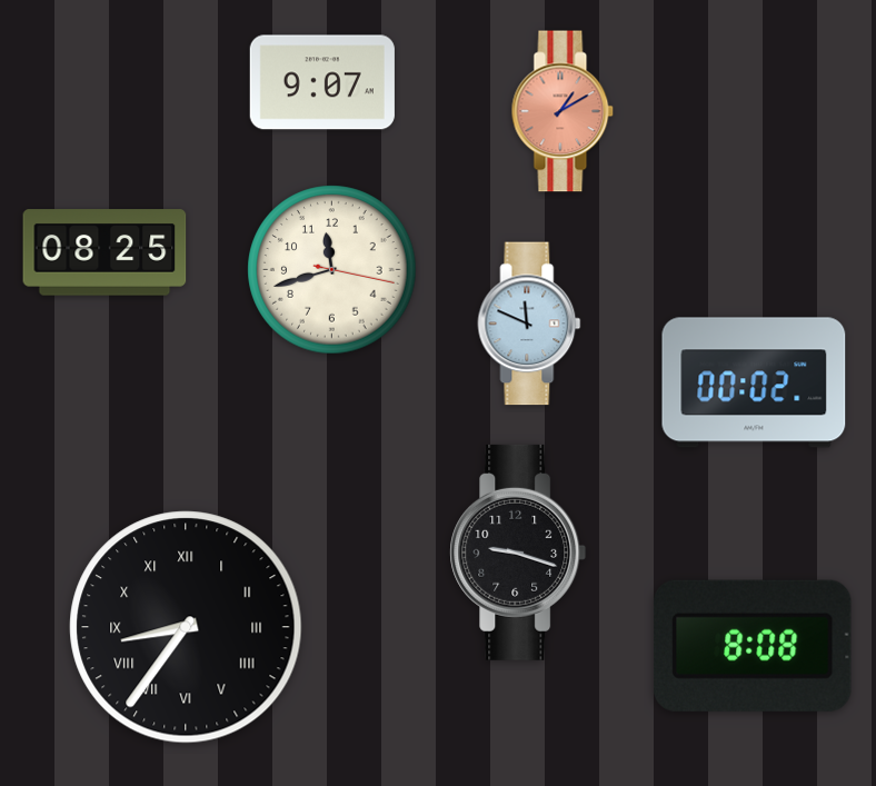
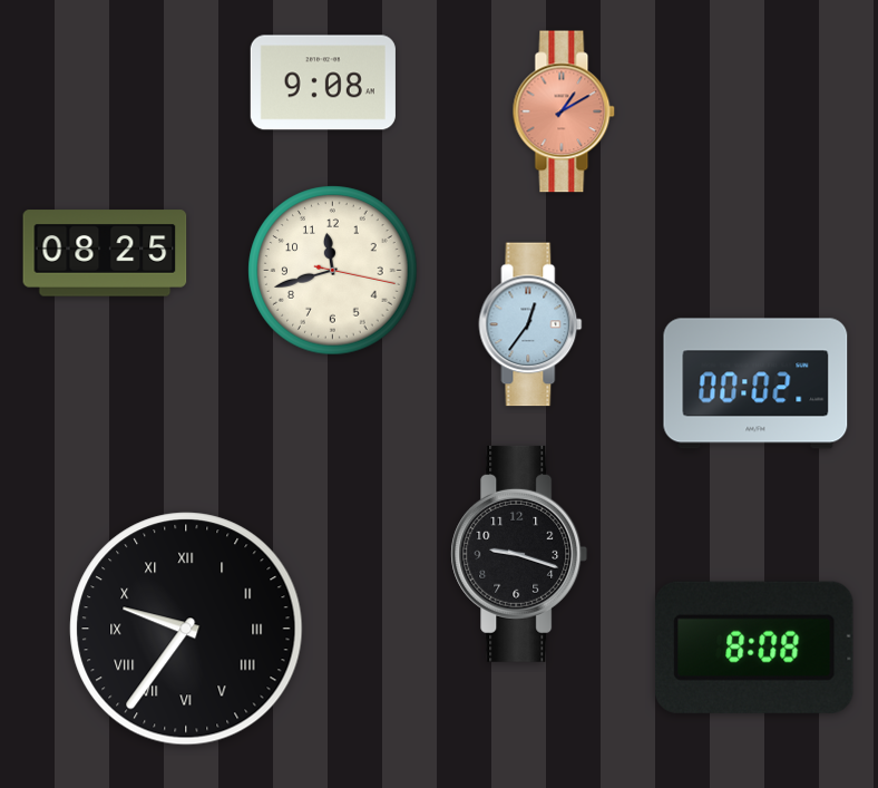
clock at (322, 82): 9:07 -> 9:08
clock at (529, 324): 11:49 -> 12:36
clock at (186, 627): 8:36 -> 9:36
